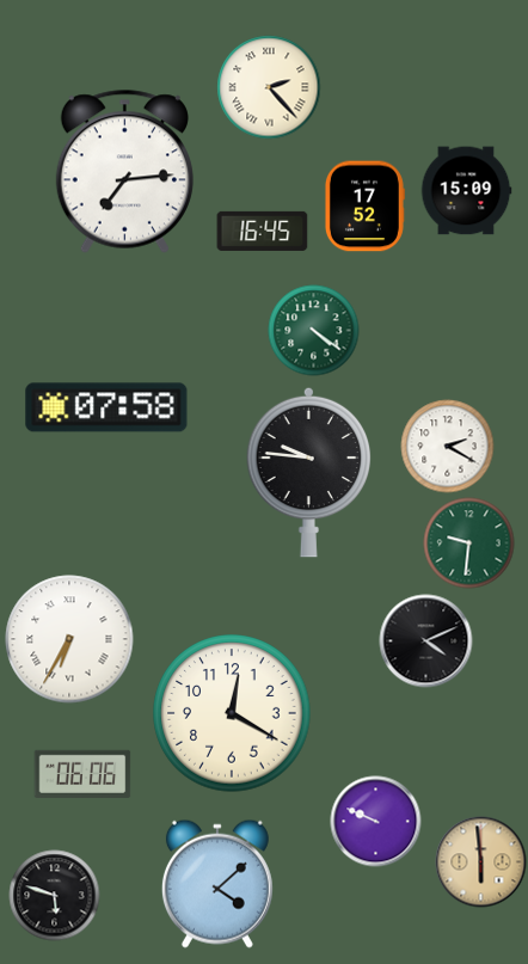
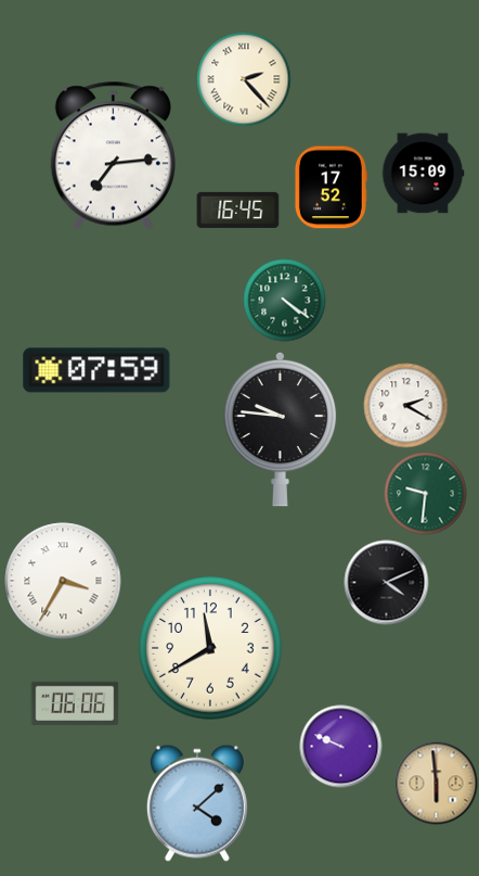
clock at (106, 407): 07:58 -> 07:59
clock at (69, 639): 6:35 -> 3:35
clock at (232, 713): 12:20 -> 11:40
clock at (55, 896): 5:48 -> none
